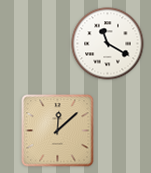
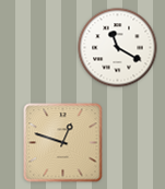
clock at (58, 131): 12:08 -> 12:48
